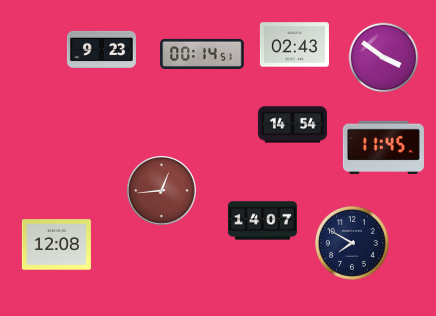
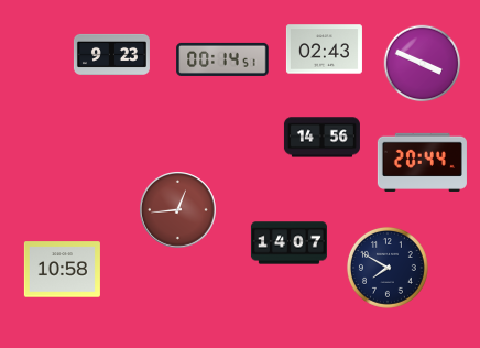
clock at (384, 58): 3:51 -> 3:49
clock at (292, 125): 14:54 -> 14:56
clock at (383, 147): 11:45 -> 20:44
clock at (56, 245): 12:08 -> 10:58
